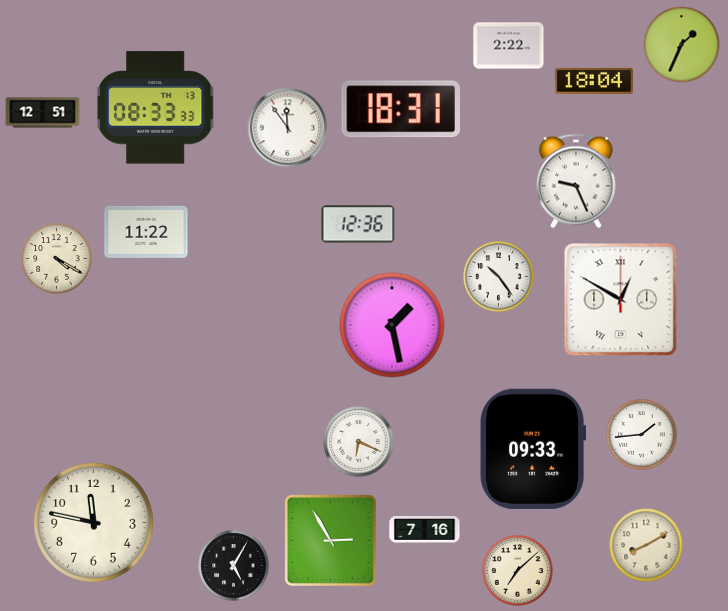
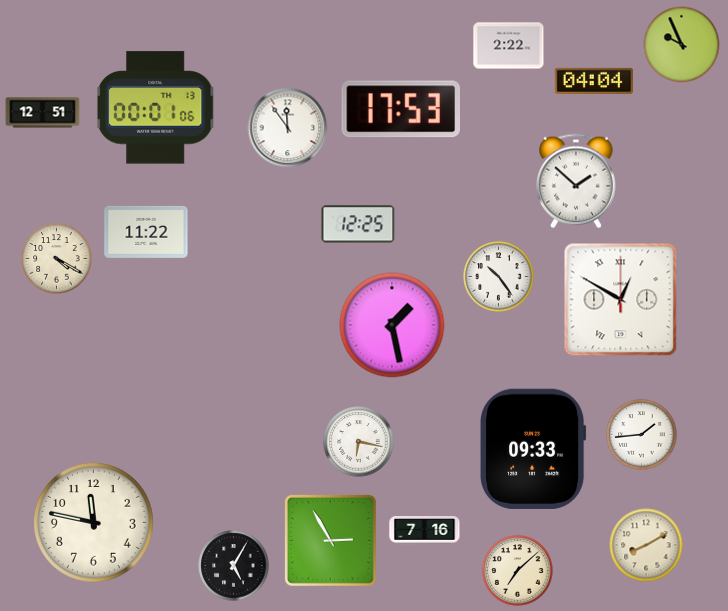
clock at (682, 45): 1:34 -> 9:56
clock at (594, 81): 18:04 -> 04:04
clock at (155, 108): 08:33 -> 00:01
clock at (400, 109): 18:31 -> 17:53
clock at (576, 181): 9:26 -> 1:52
clock at (358, 224): 12:36 -> 12:25
clock at (359, 442): 6:19 -> 6:17
